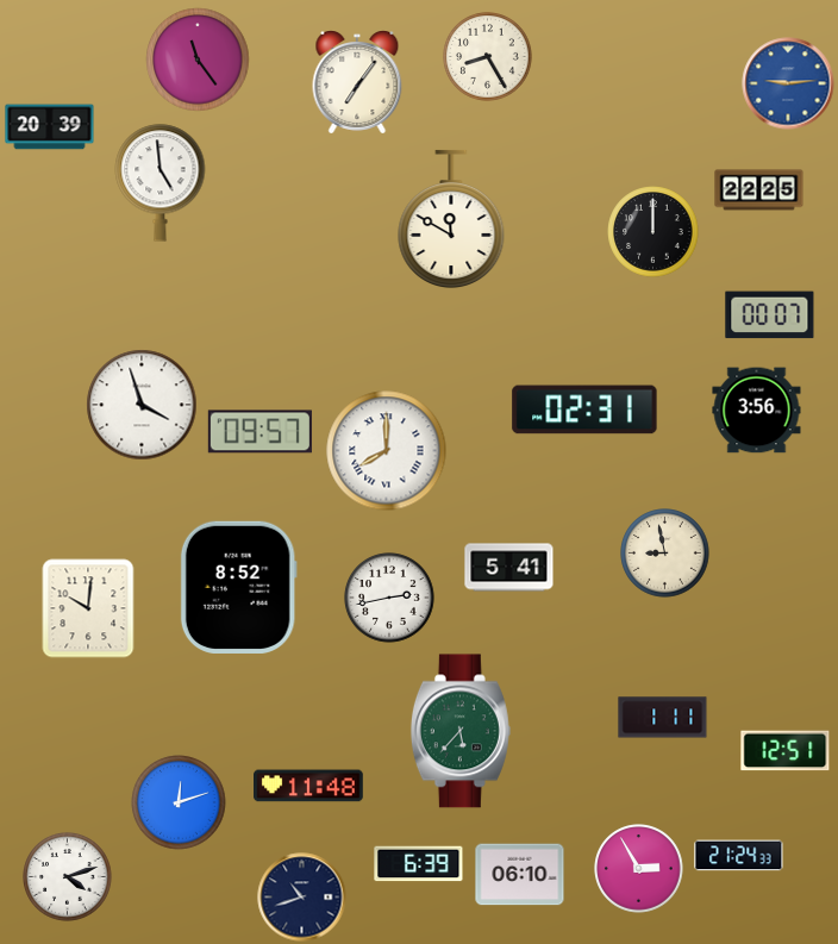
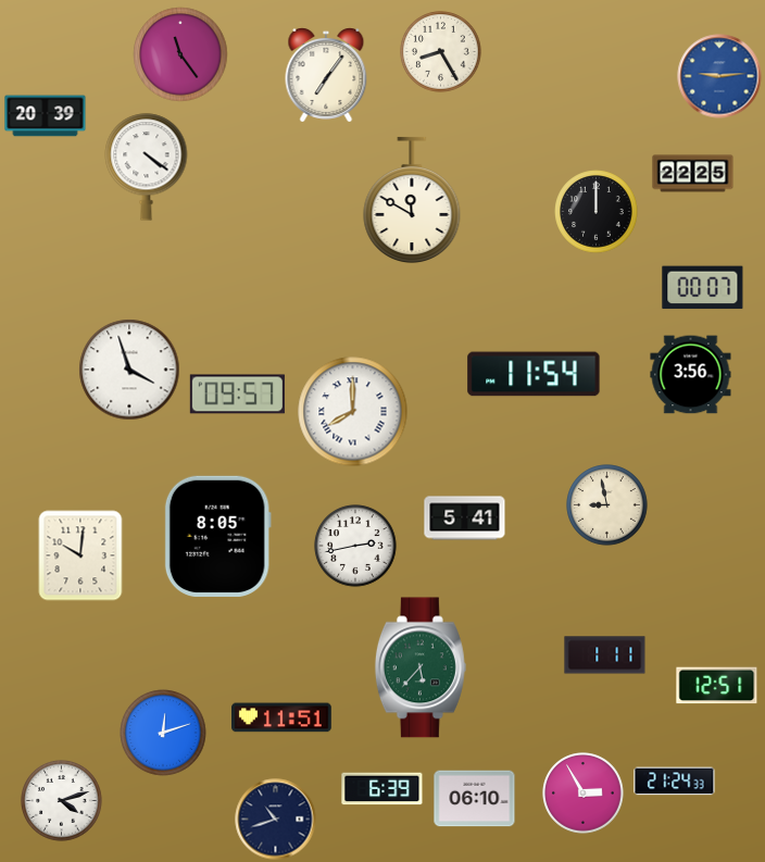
clock at (488, 57) position: (488, 57) -> (441, 52)
clock at (161, 183): 4:59 -> 4:21
clock at (584, 410): 02:31 -> 11:54
clock at (238, 587): 8:52 -> 8:05
clock at (309, 786): 11:48 -> 11:51
